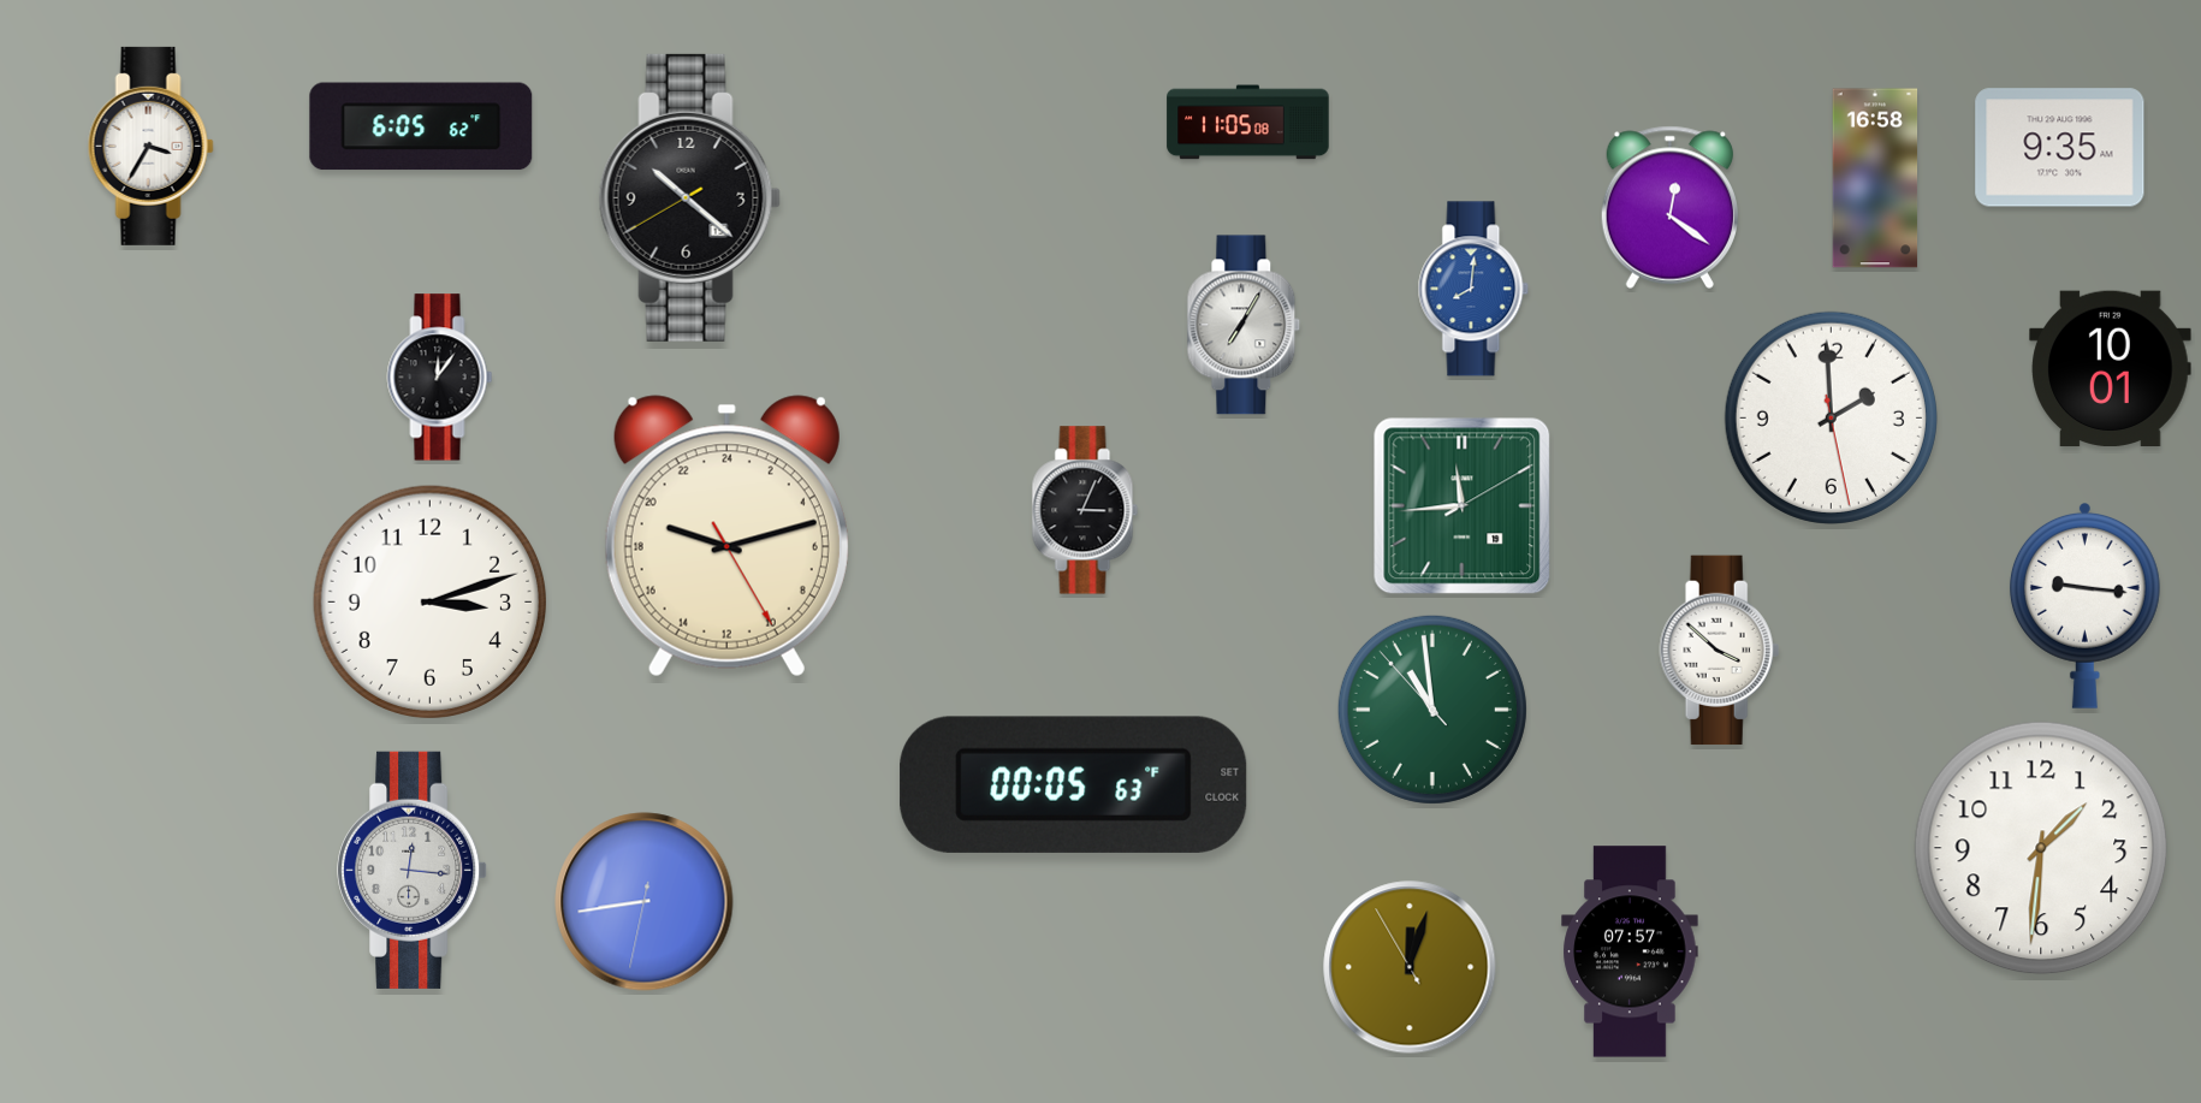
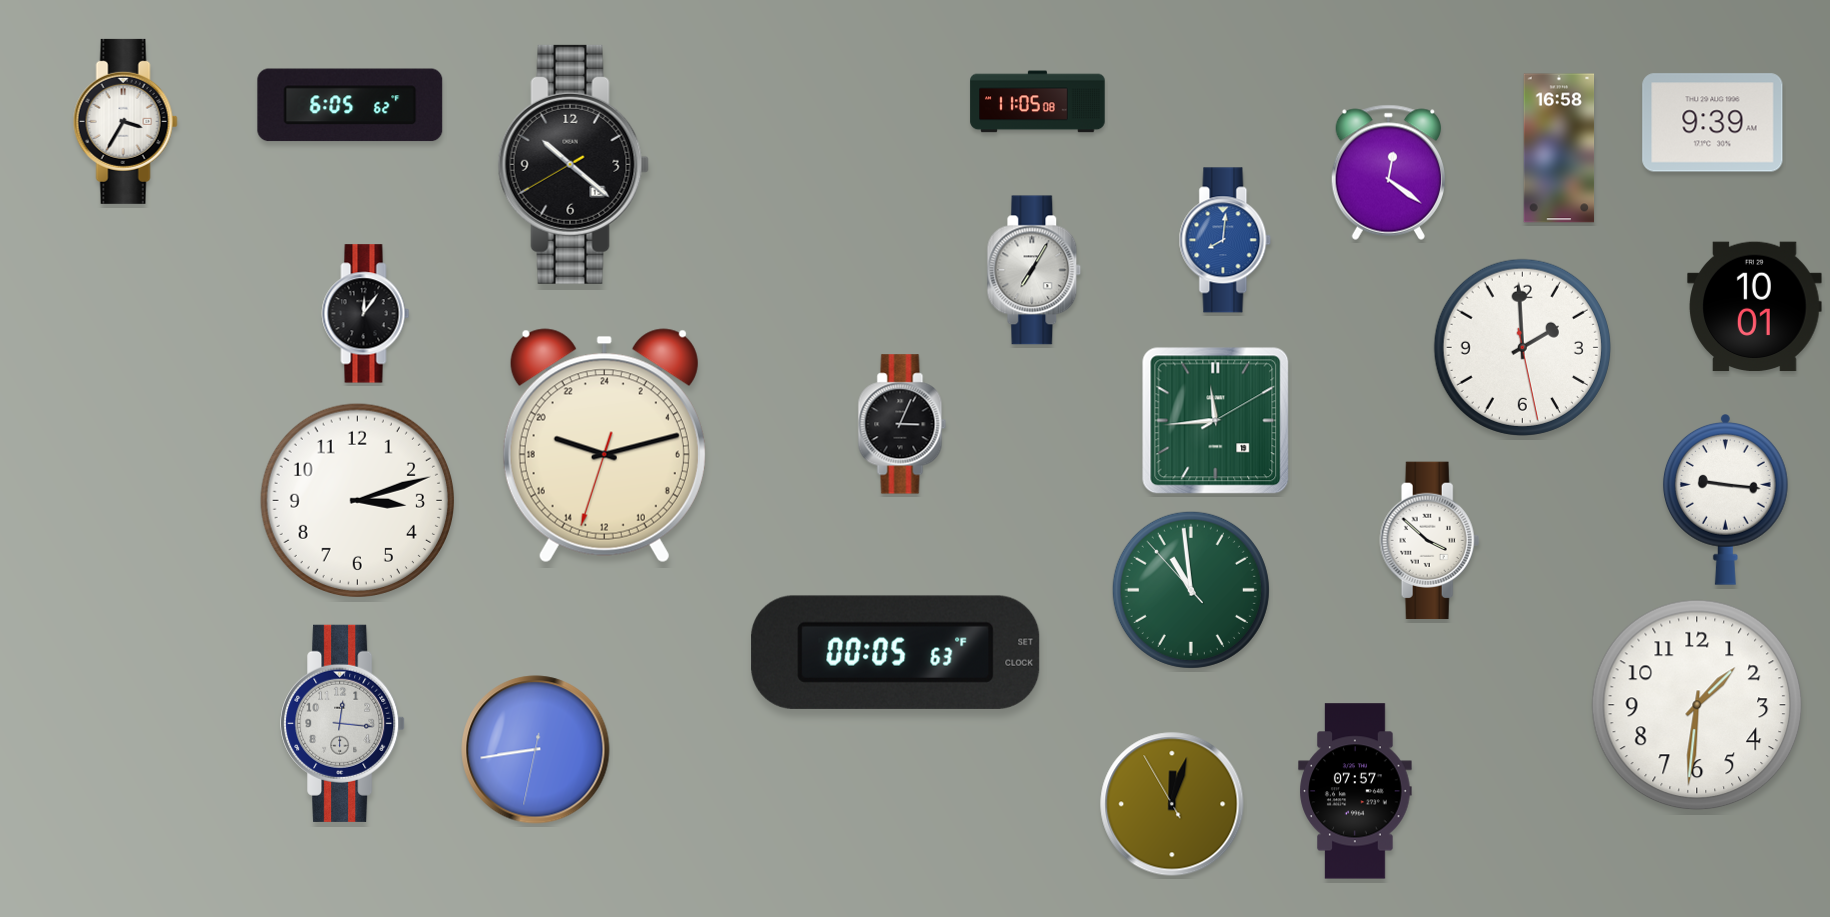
clock at (2060, 148): 9:35 -> 9:39
clock at (726, 536): 19:12:25 -> 19:12:33
clock at (2084, 606) position: (2084, 606) -> (1725, 500)
clock at (1074, 784) position: (1074, 784) -> (896, 652)
